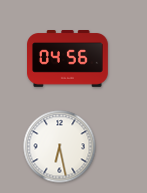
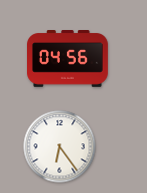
clock at (60, 147): 6:28 -> 6:24
